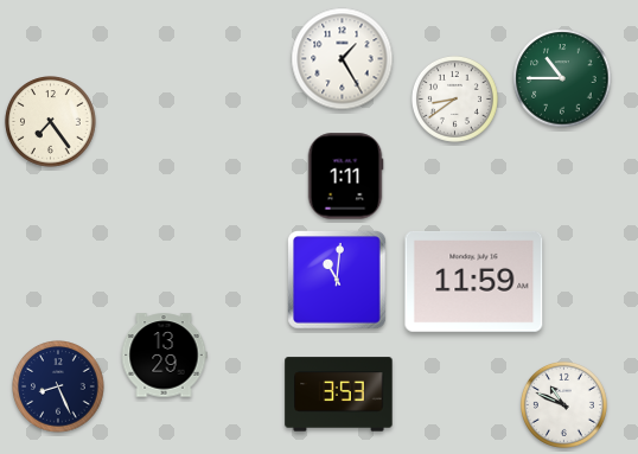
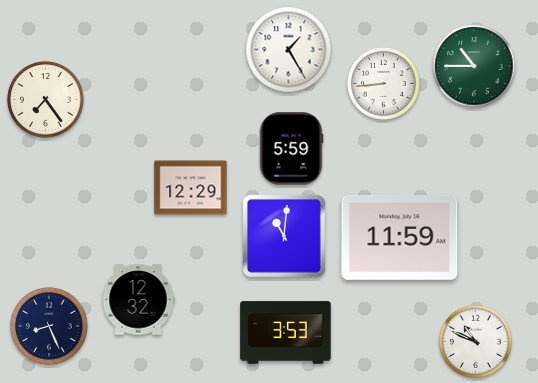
clock at (454, 98): 8:39 -> 8:44
clock at (51, 122) position: (51, 122) -> (46, 100)
clock at (345, 177): 1:11 -> 5:59
clock at (191, 188): none -> 12:29
clock at (164, 356): 13:29 -> 12:32
